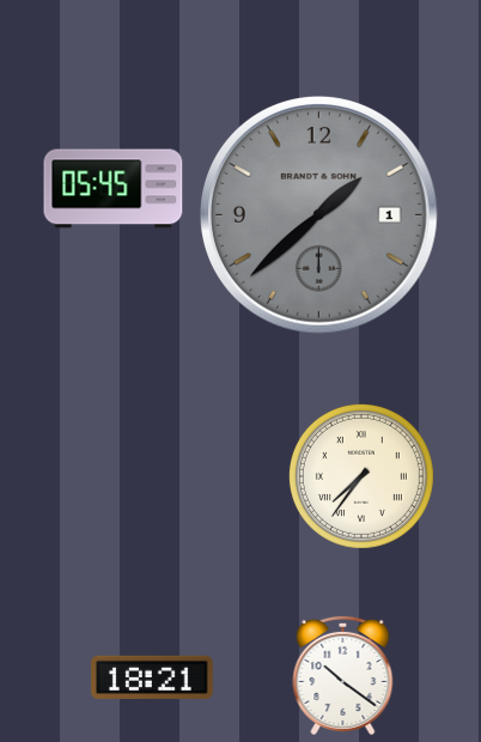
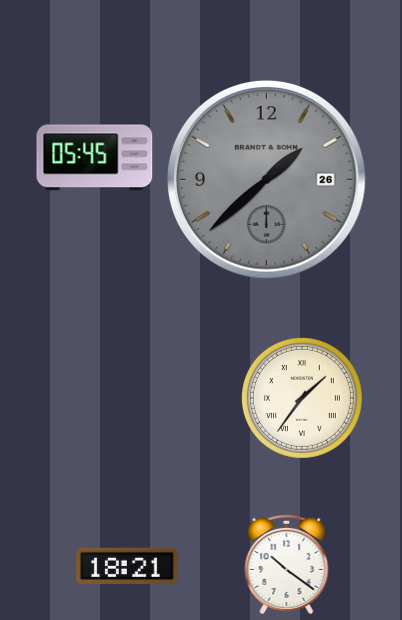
clock at (318, 214) date: 1 -> 26
clock at (361, 476): 7:36 -> 1:36
